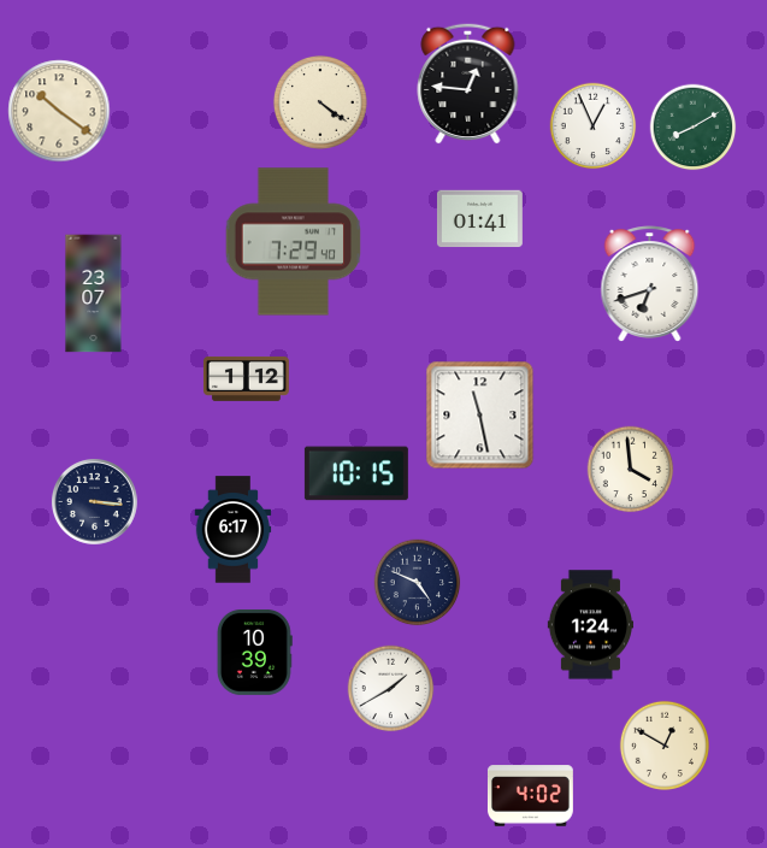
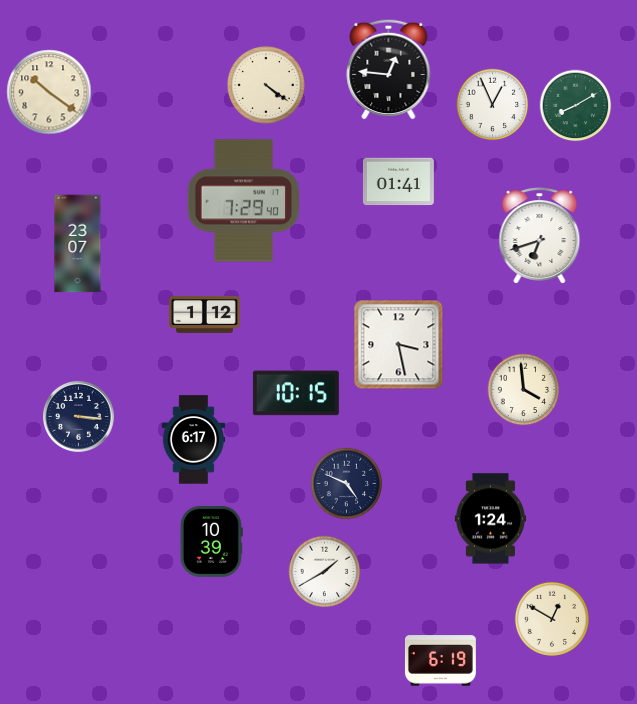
clock at (480, 416): 11:28 -> 3:28
clock at (530, 796): 4:02 -> 6:19
